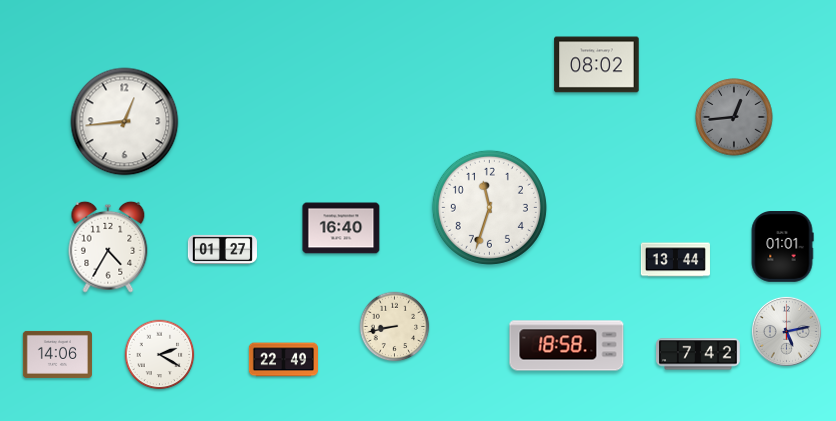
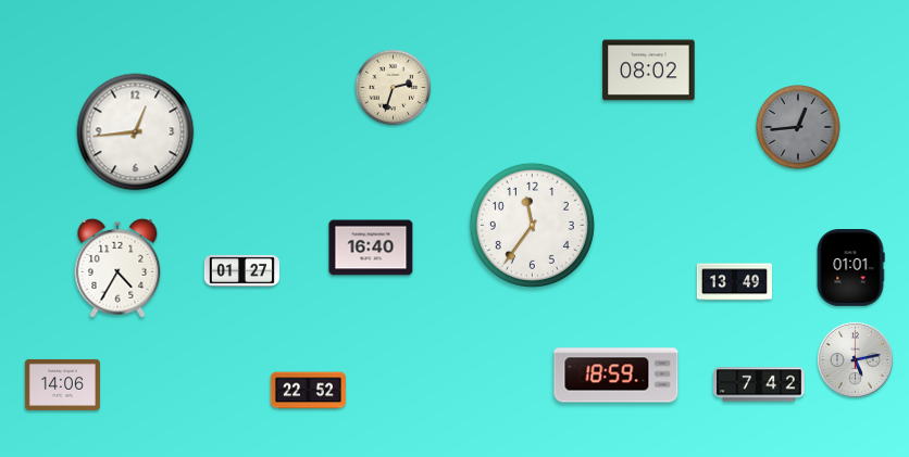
clock at (394, 88): none -> 2:33
clock at (489, 207): 11:33 -> 11:36
clock at (675, 260): 13:44 -> 13:49
clock at (395, 327): 8:43 -> none
clock at (567, 346): 18:58 -> 18:59
clock at (160, 355): 2:20 -> none
clock at (283, 360): 22:49 -> 22:52
